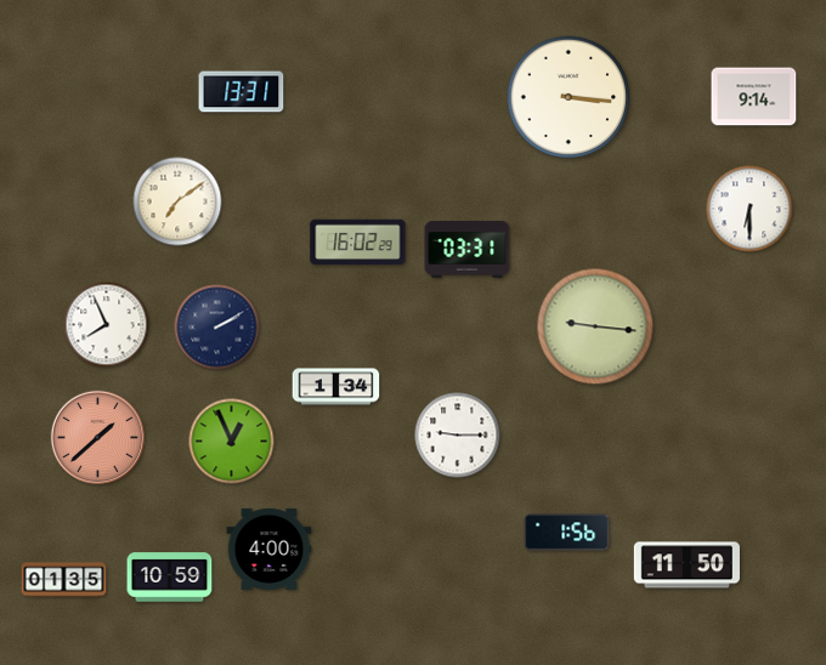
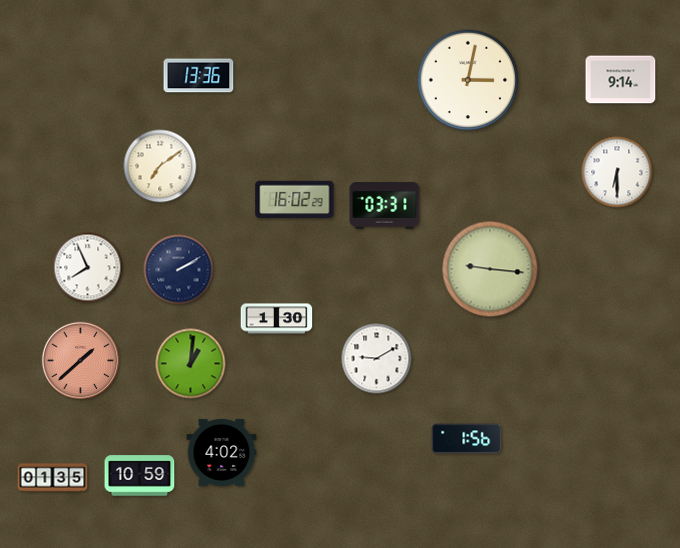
clock at (242, 92): 13:31 -> 13:36
clock at (568, 97): 3:16 -> 3:02
clock at (177, 201) position: (177, 201) -> (160, 166)
clock at (336, 387): 1:34 -> 1:30
clock at (458, 436): 9:15 -> 9:10
clock at (232, 442): 12:56 -> 1:01
clock at (270, 549): 4:00 -> 4:02
clock at (686, 565): 11:50 -> none
